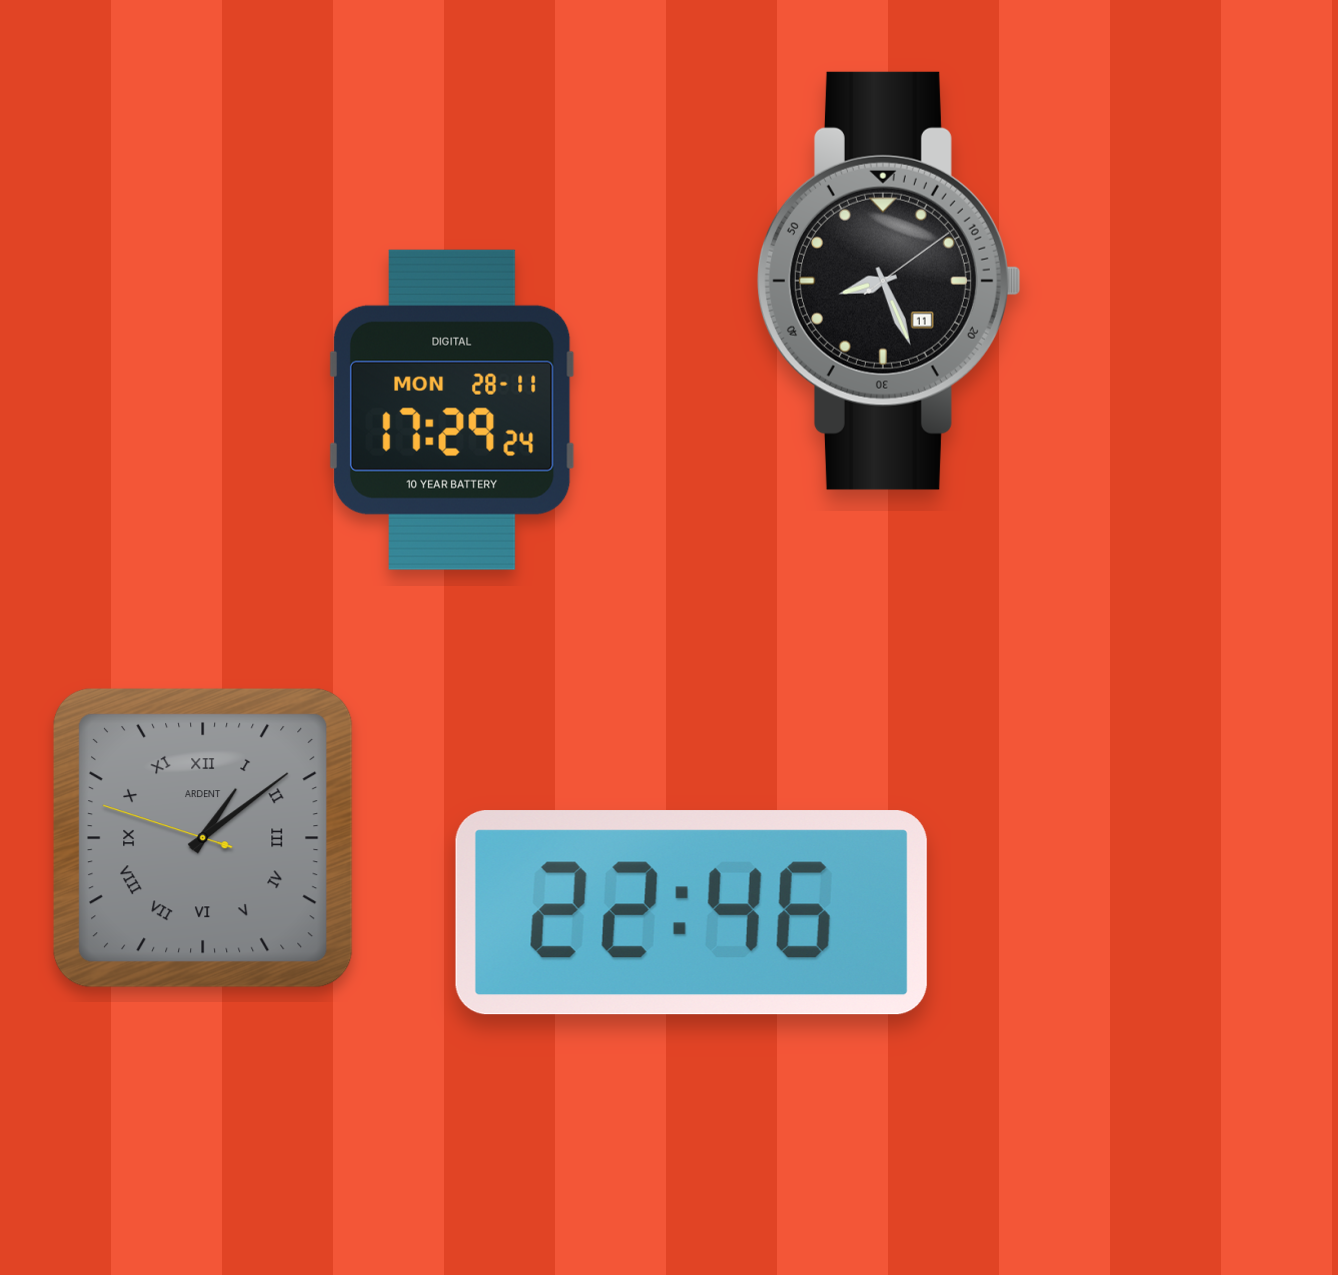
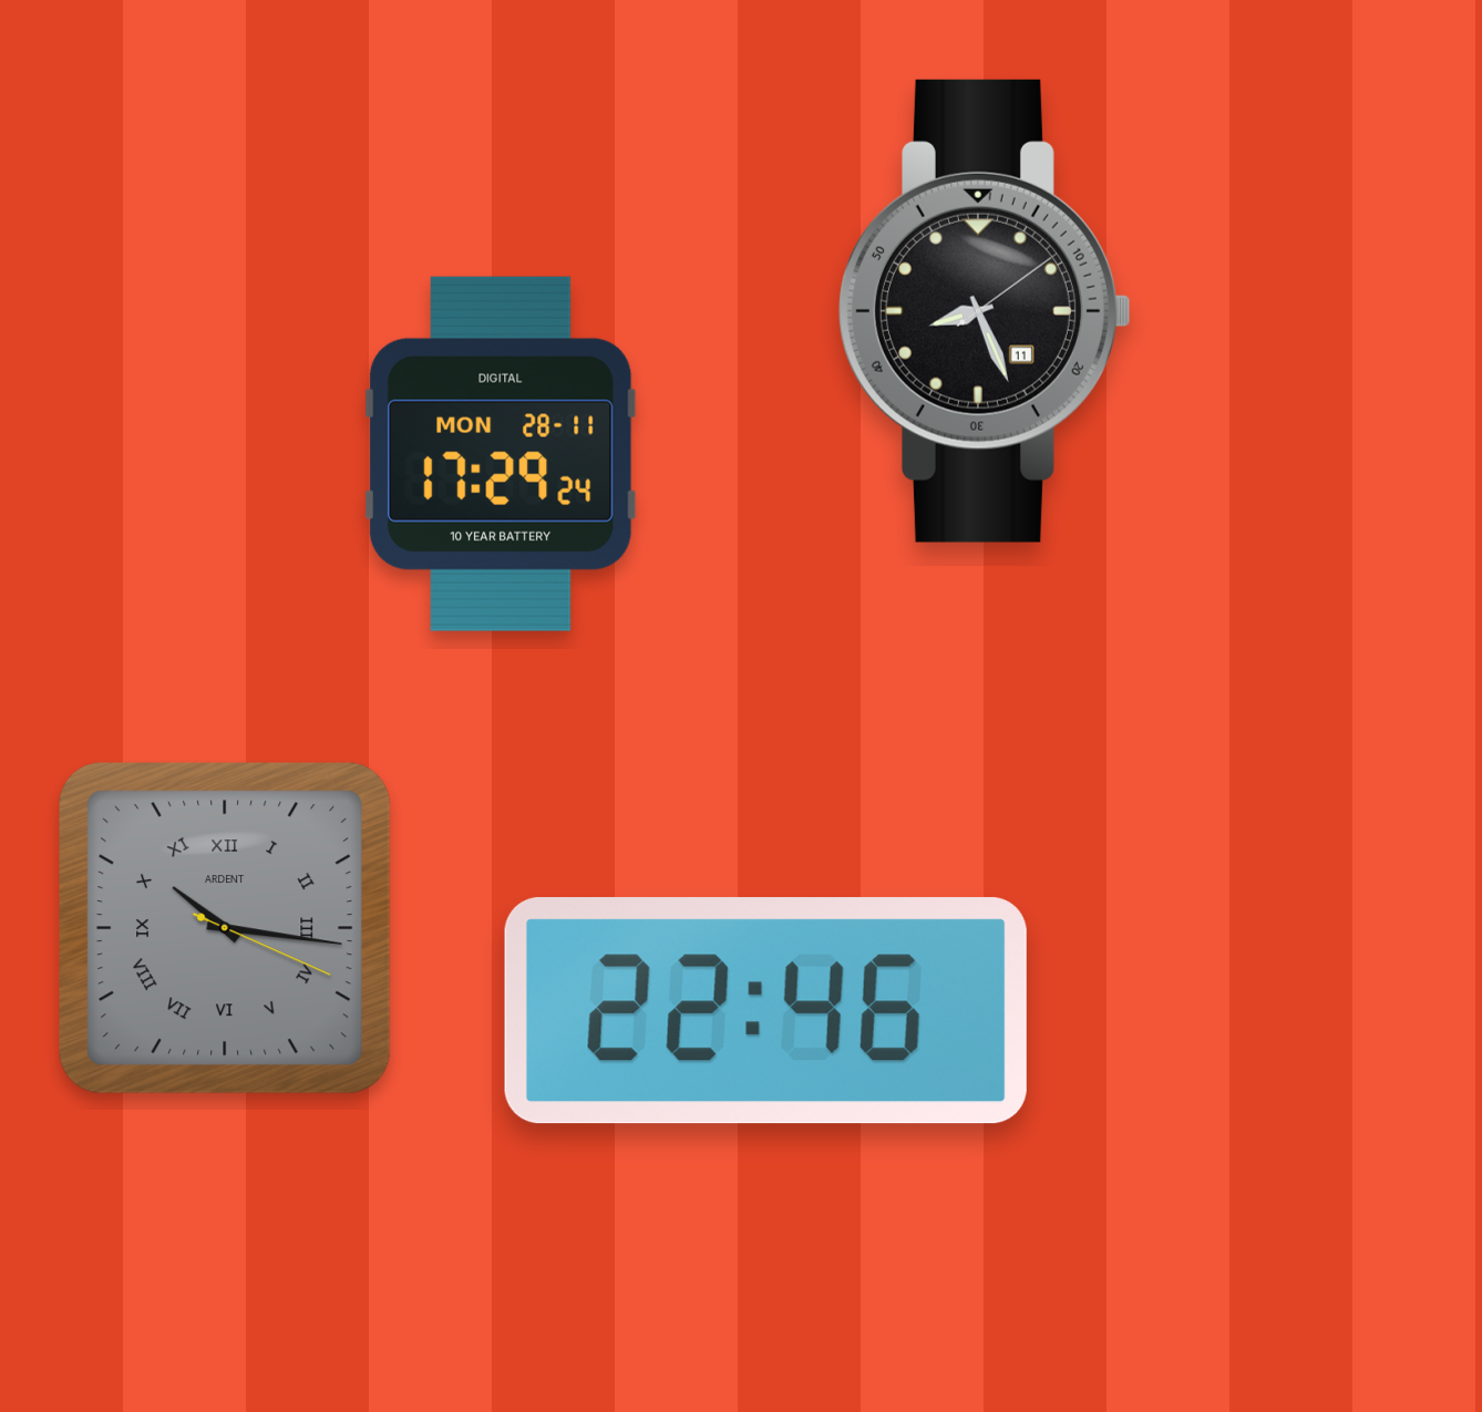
clock at (203, 838): 1:08 -> 10:16
